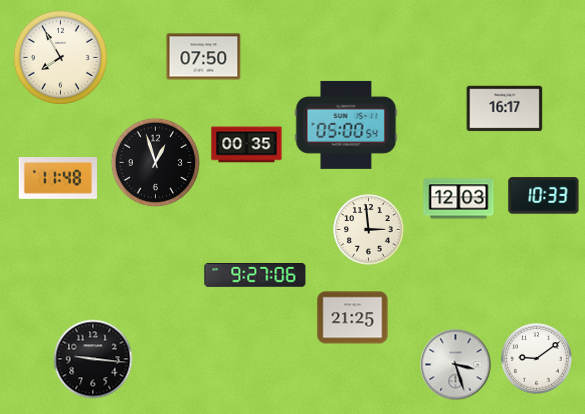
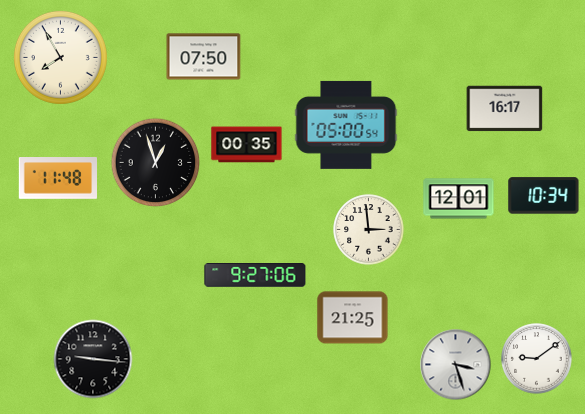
clock at (544, 196): 10:33 -> 10:34
clock at (459, 199): 12:03 -> 12:01
